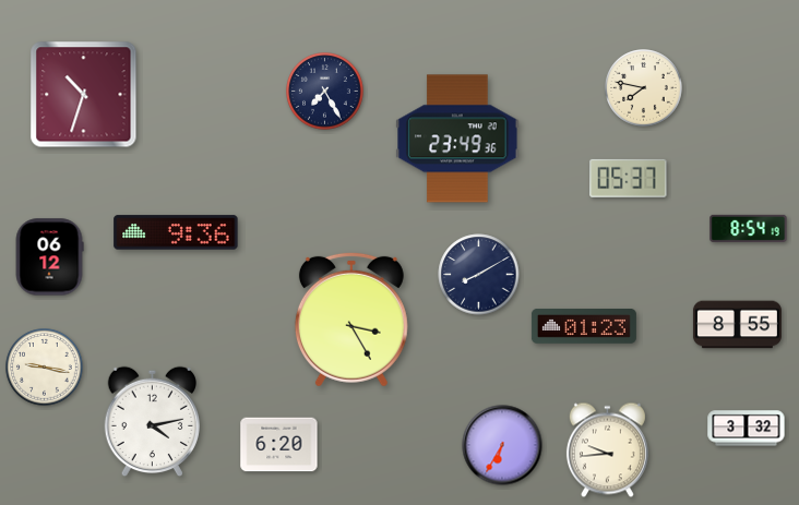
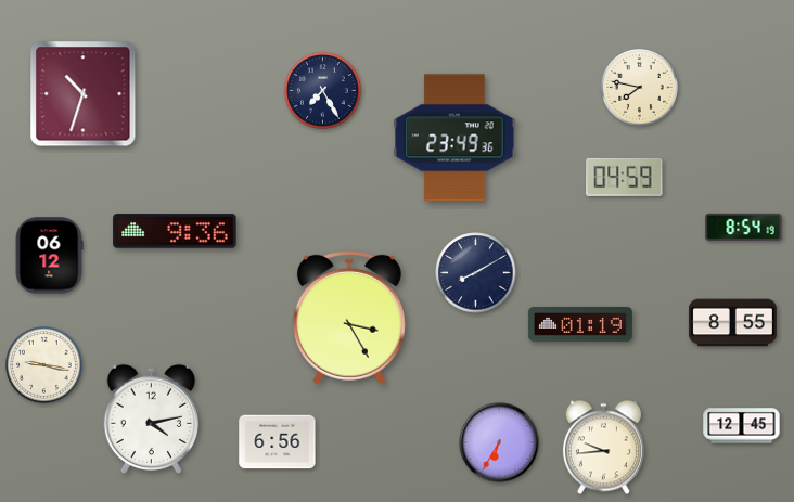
clock at (629, 178): 05:37 -> 04:59
clock at (584, 327): 01:23 -> 01:19
clock at (747, 429): 3:32 -> 12:45
clock at (279, 445): 6:20 -> 6:56
